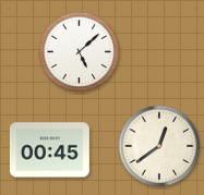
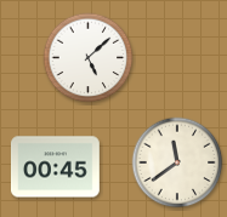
clock at (159, 146): 12:39 -> 11:39
